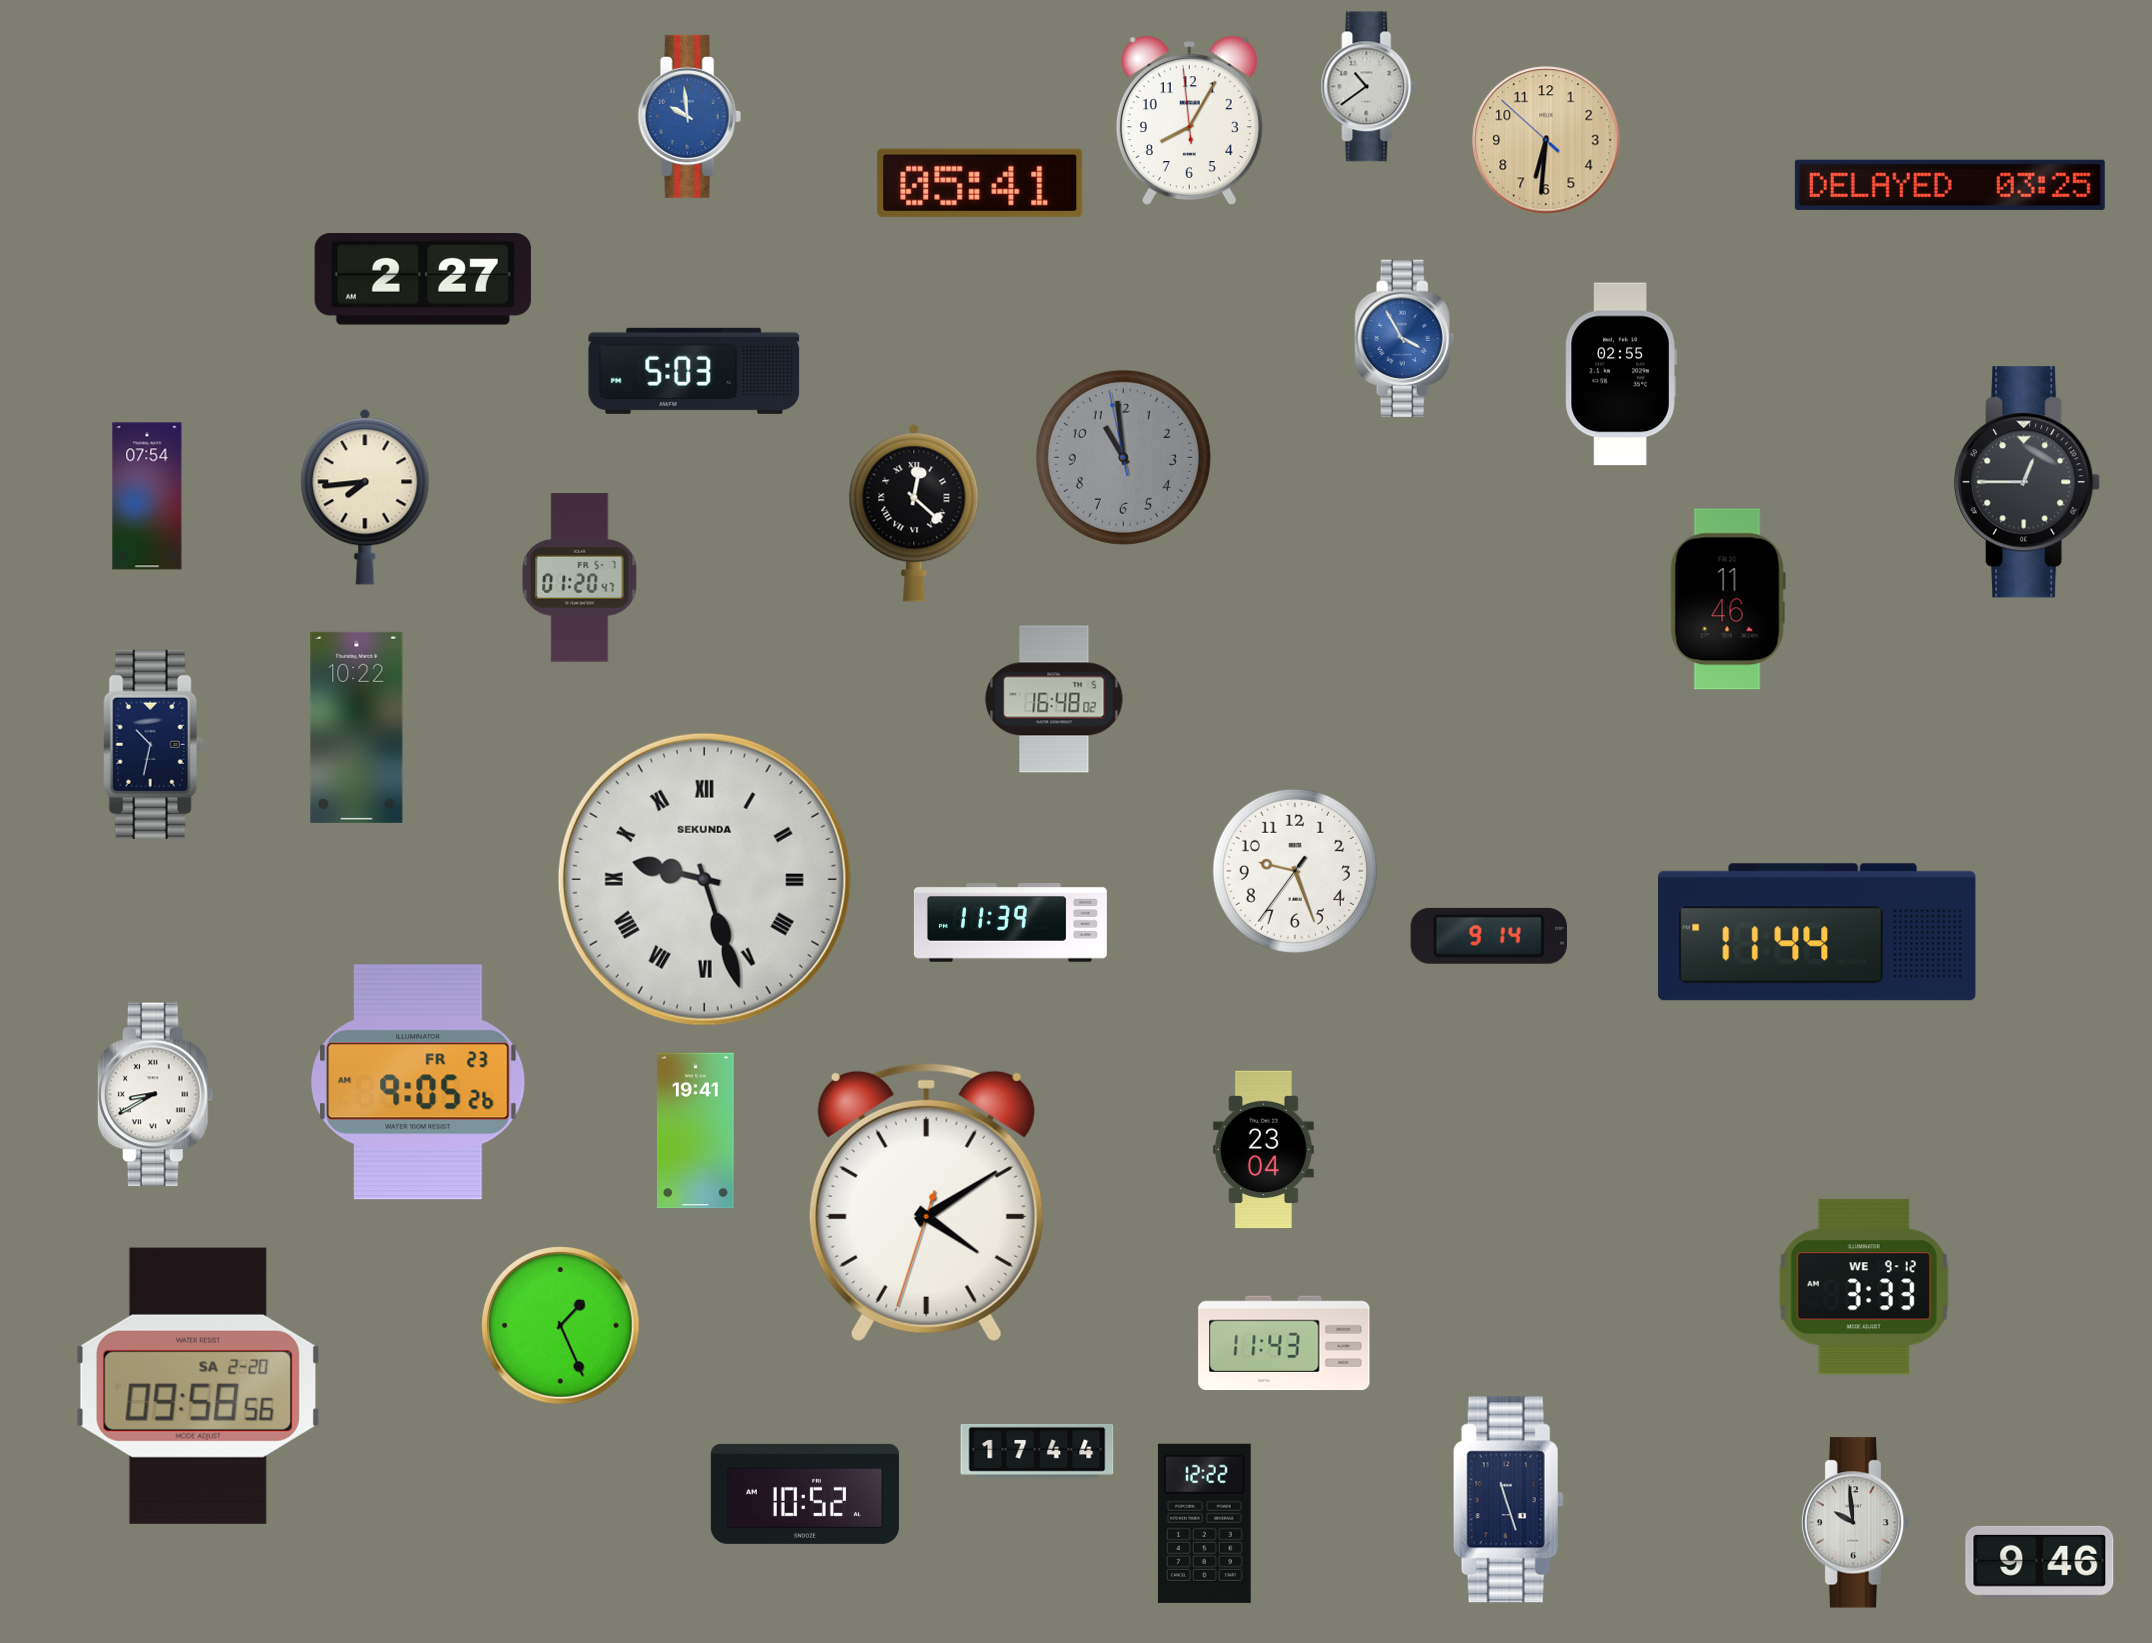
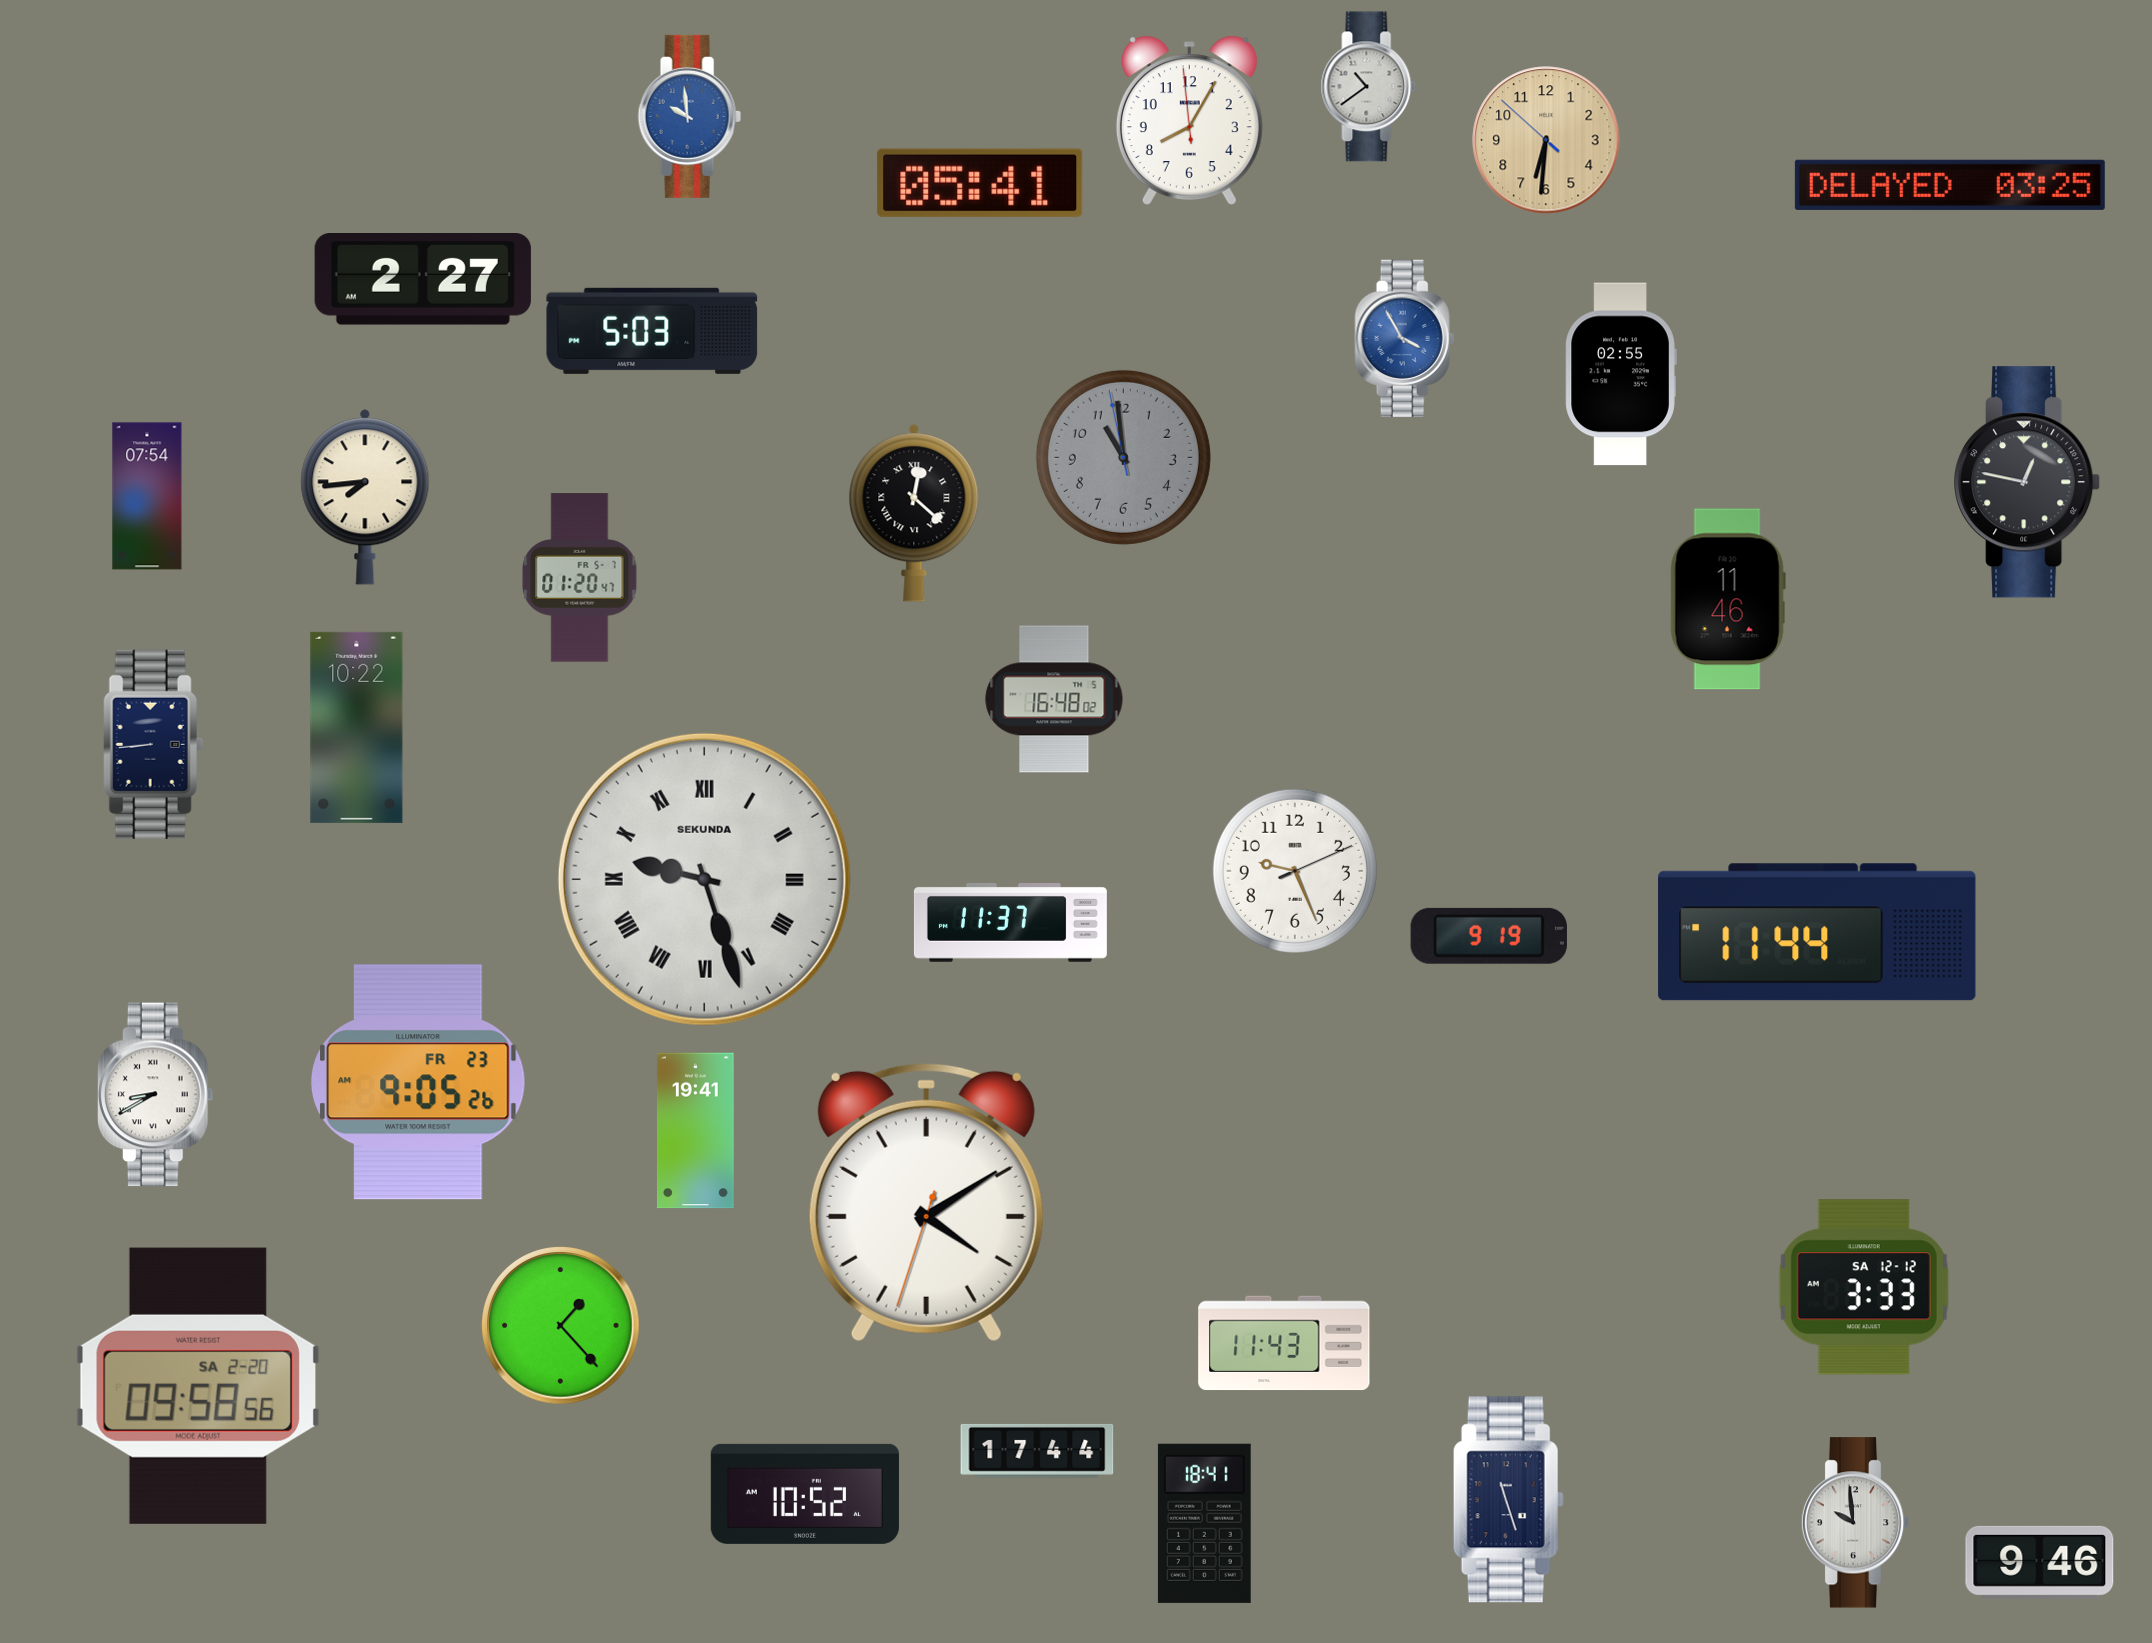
clock at (694, 371) position: (694, 371) -> (652, 331)
clock at (2028, 482): 12:45 -> 12:47
clock at (153, 744): 10:32 -> 8:44
clock at (1295, 871): 9:26:36 -> 9:26:11
clock at (1010, 923): 11:39 -> 11:37
clock at (1489, 936): 9:14 -> 9:19
clock at (1263, 1150): 23:04 -> none
clock at (1864, 1287) date: WE 9-12 -> SA 12-12
clock at (561, 1326): 1:26 -> 1:23
clock at (1204, 1523): 12:22 -> 18:41
